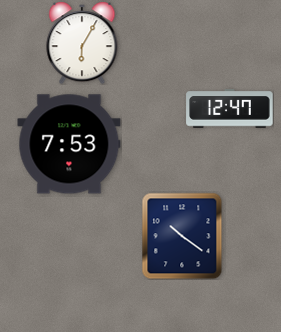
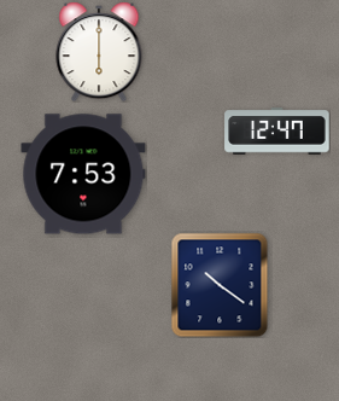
clock at (82, 43): 6:05 -> 6:00
